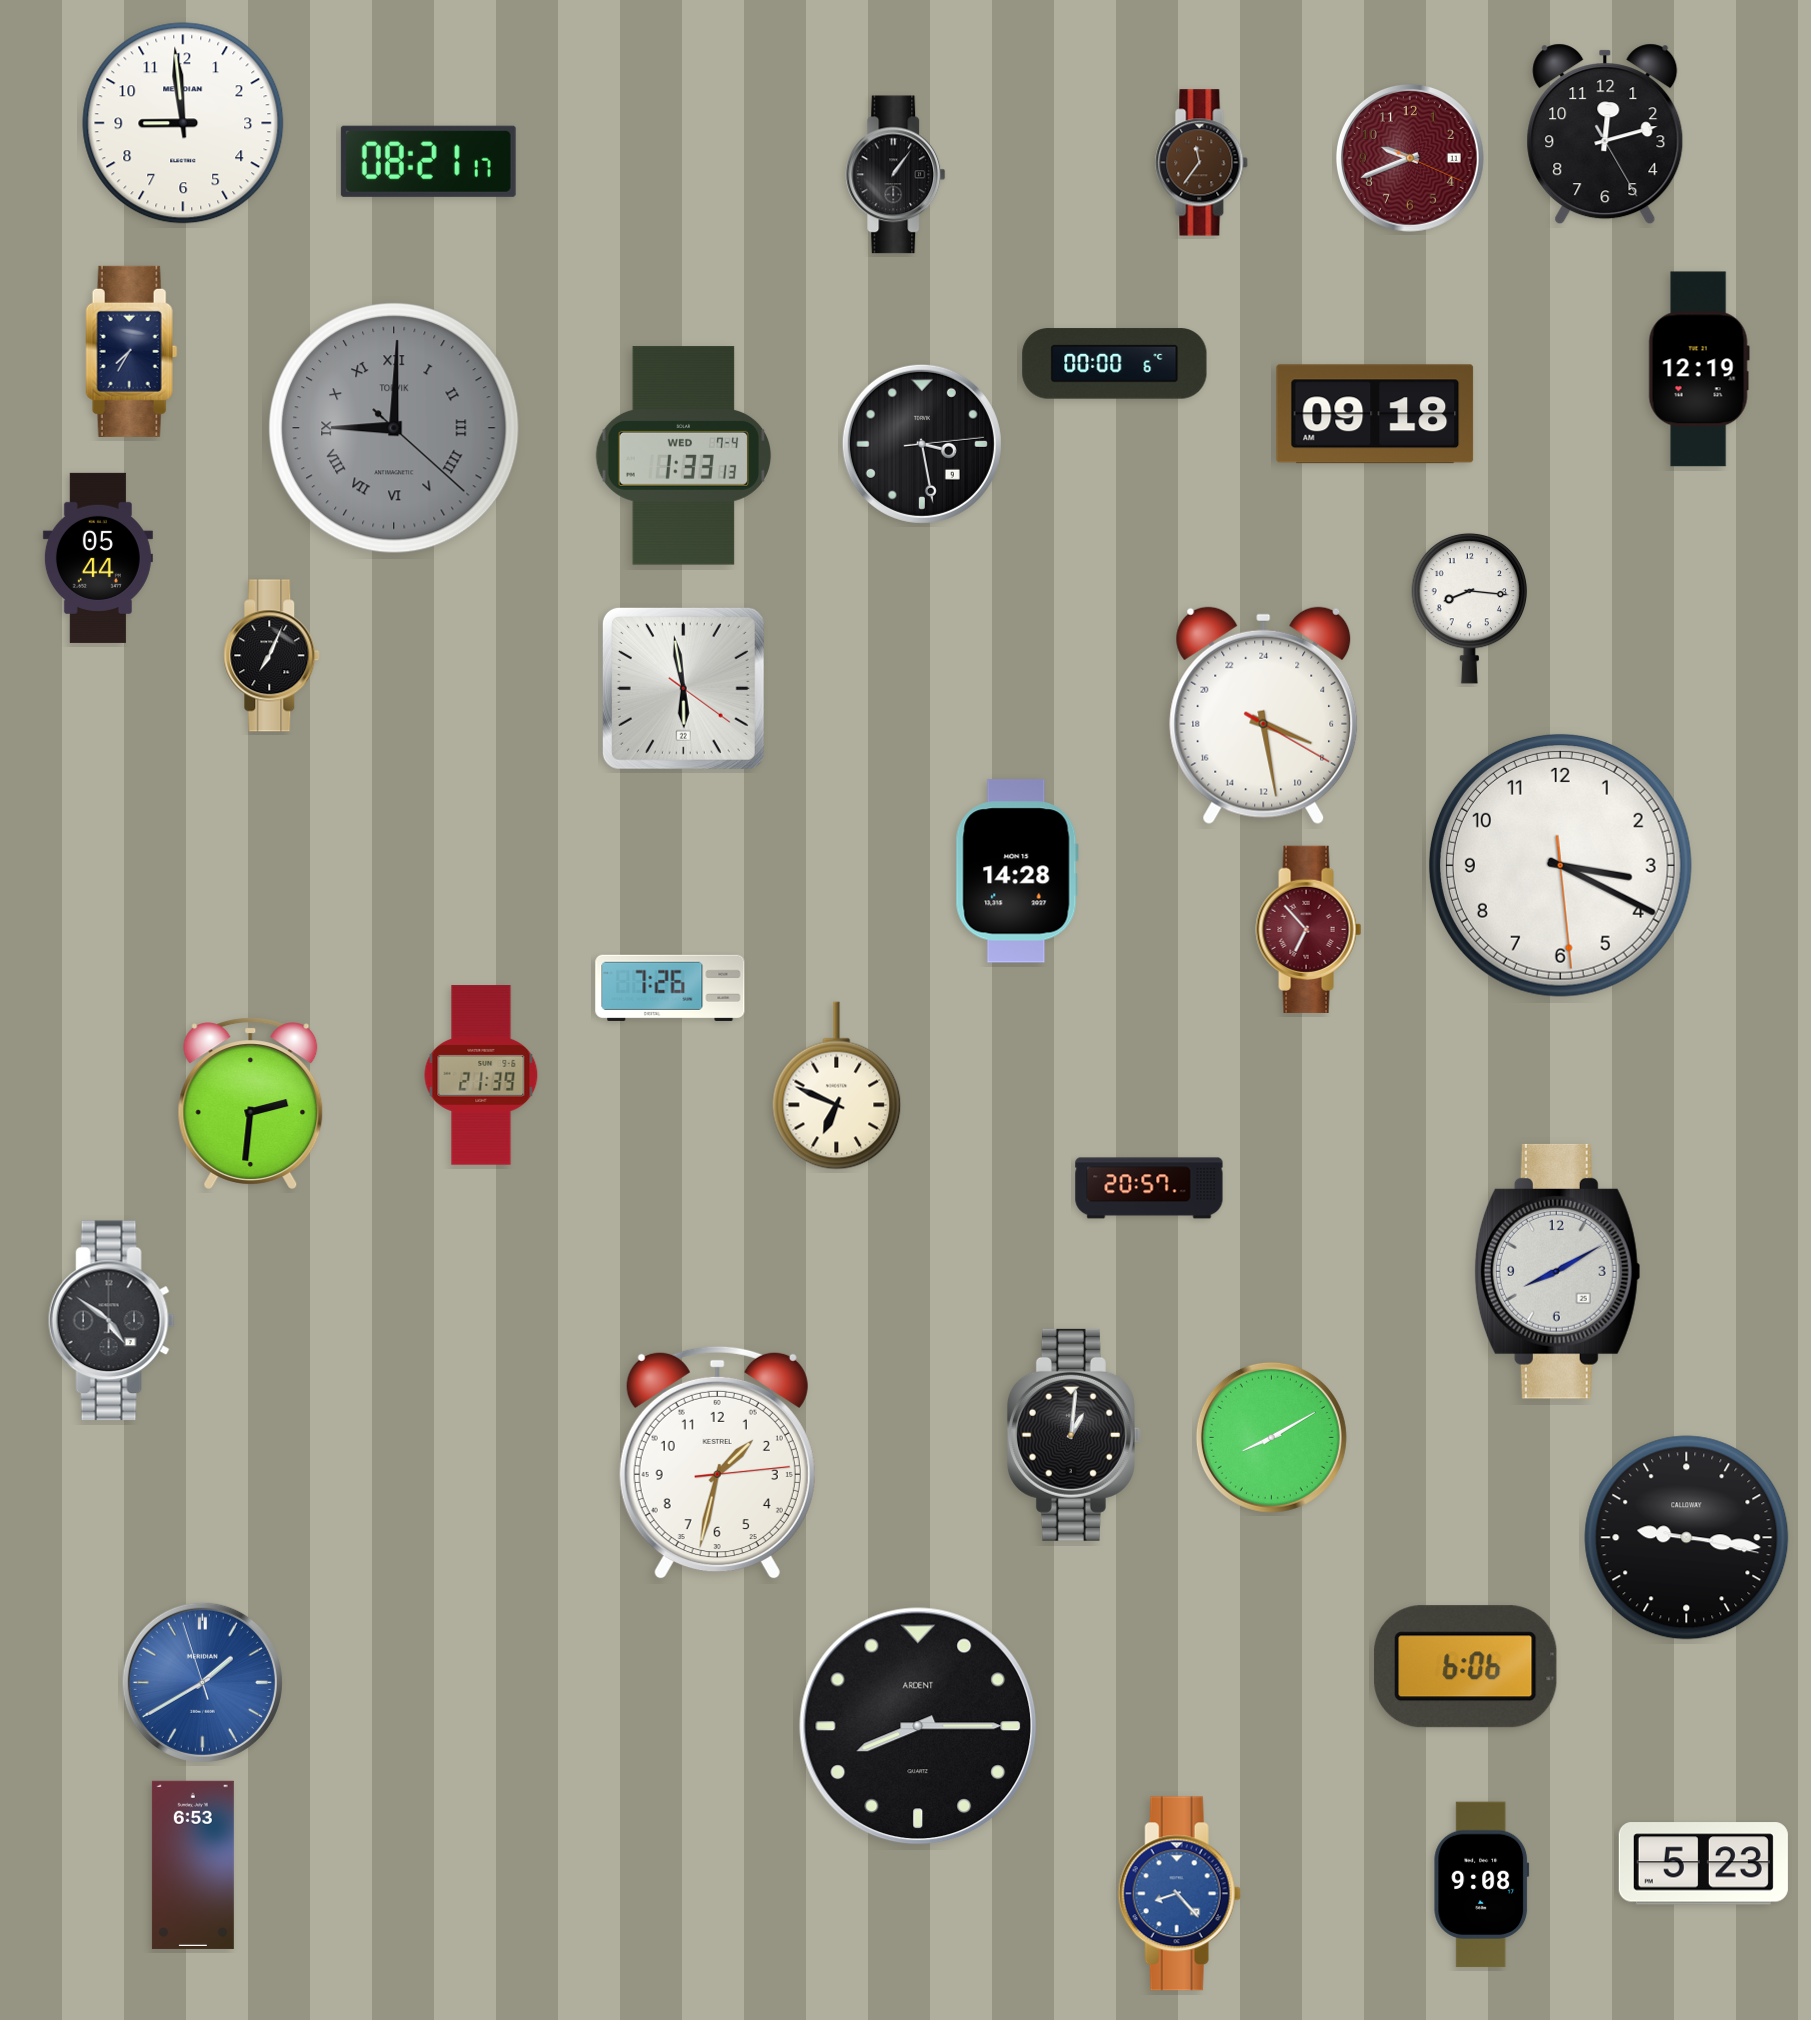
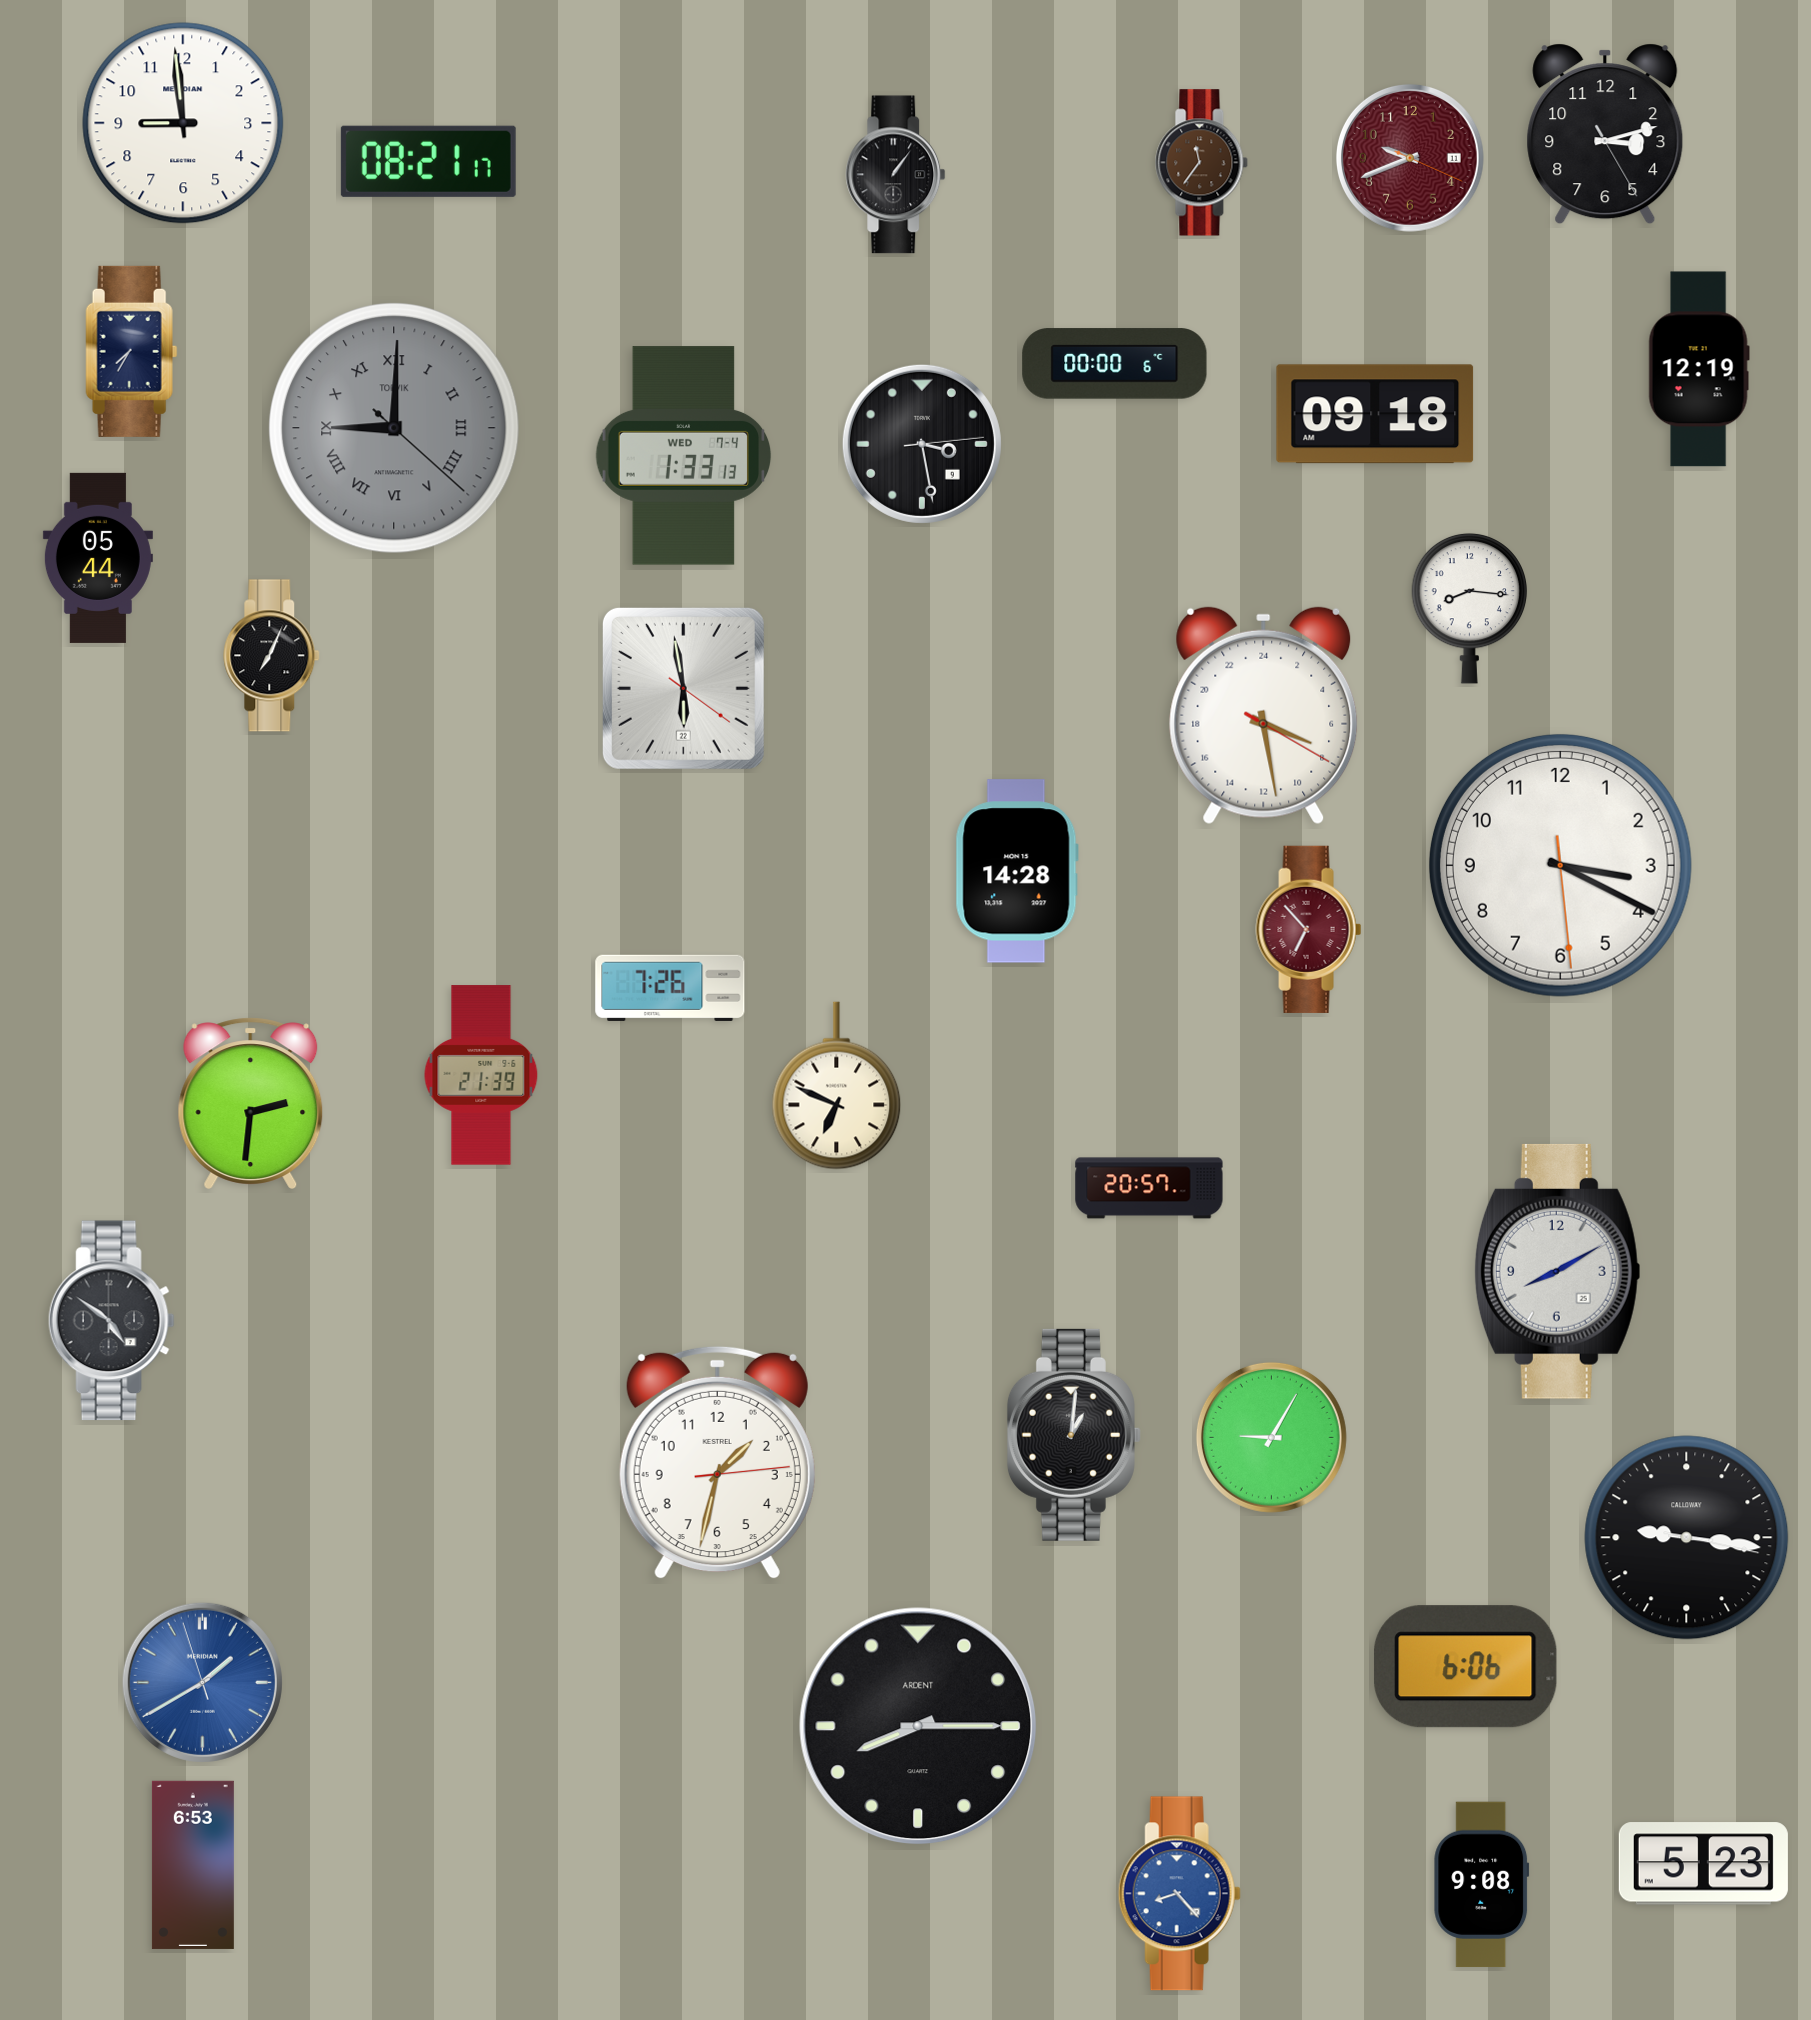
clock at (1605, 134): 12:12 -> 3:12
clock at (1271, 1437): 8:10 -> 9:05
